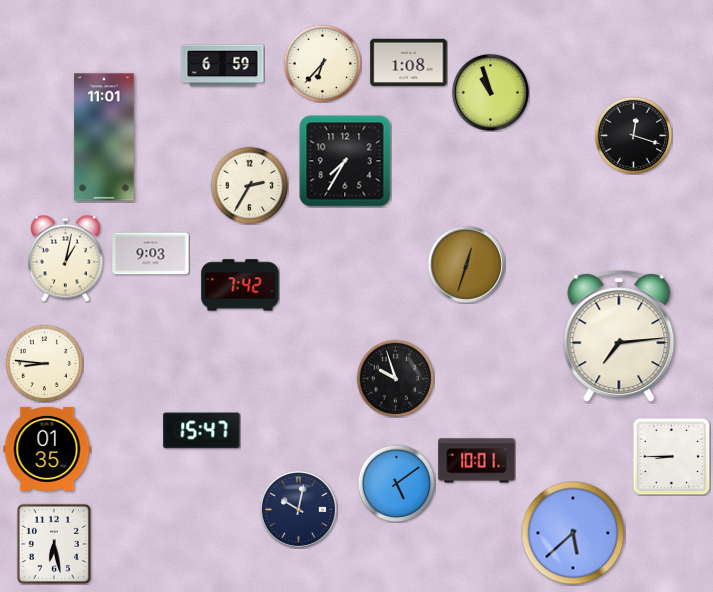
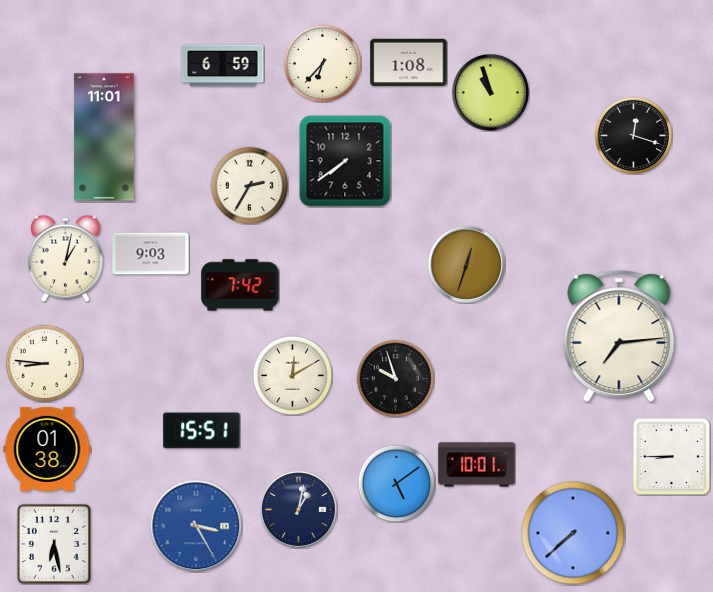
clock at (345, 161): 7:35 -> 7:39
clock at (292, 375): none -> 12:10
clock at (202, 431): 15:47 -> 15:51
clock at (47, 449): 01:35 -> 01:38
clock at (477, 461) position: (477, 461) -> (477, 465)
clock at (298, 509): 10:02 -> 1:02
clock at (196, 526): none -> 3:25
clock at (573, 533): 5:38 -> 7:38
